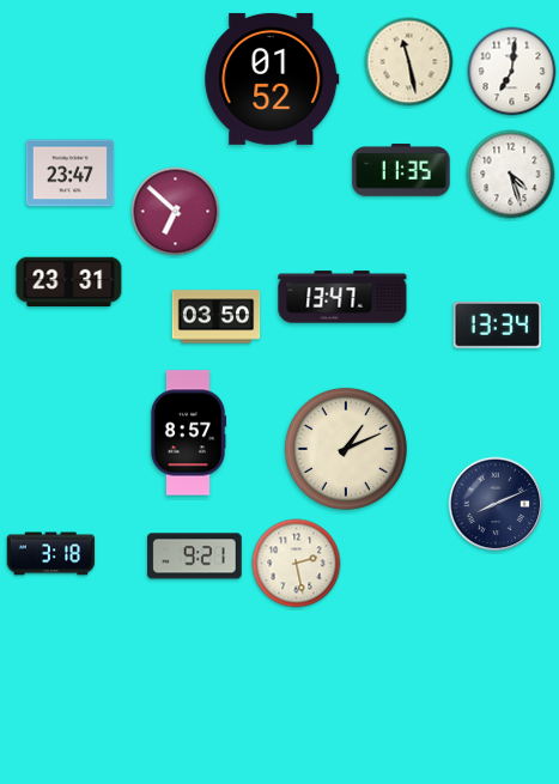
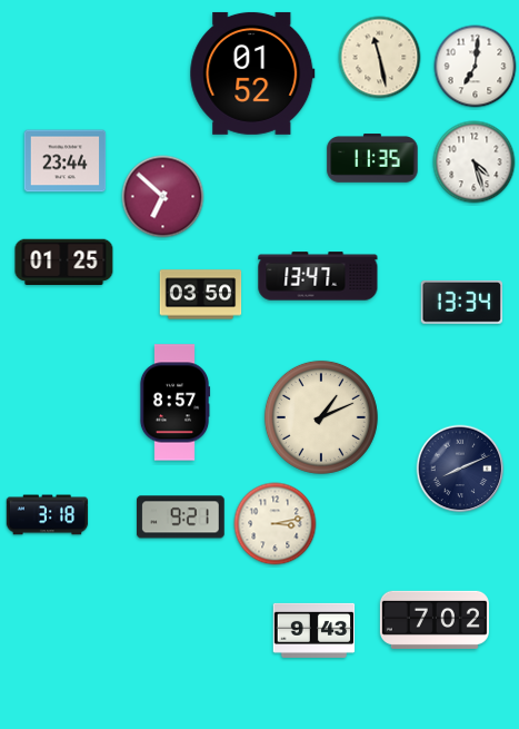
clock at (71, 174): 23:47 -> 23:44
clock at (69, 282): 23:31 -> 01:25
clock at (297, 564): 2:28 -> 3:13
clock at (435, 620): none -> 7:02
clock at (315, 630): none -> 9:43
